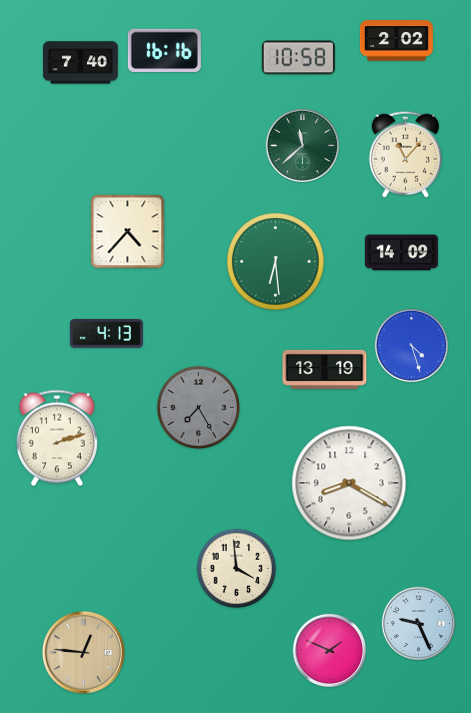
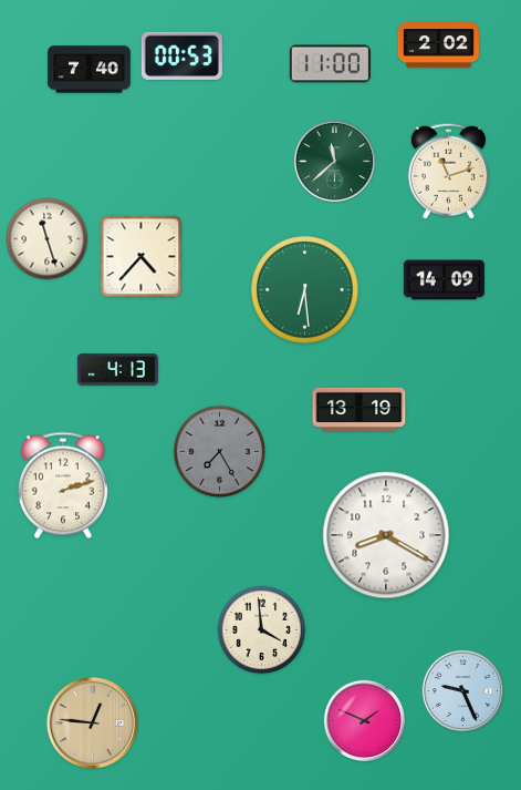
clock at (164, 50): 16:16 -> 00:53
clock at (298, 58): 10:58 -> 11:00
clock at (405, 154): 11:07 -> 11:12
clock at (48, 239): none -> 11:27
clock at (411, 345): 4:27 -> none
